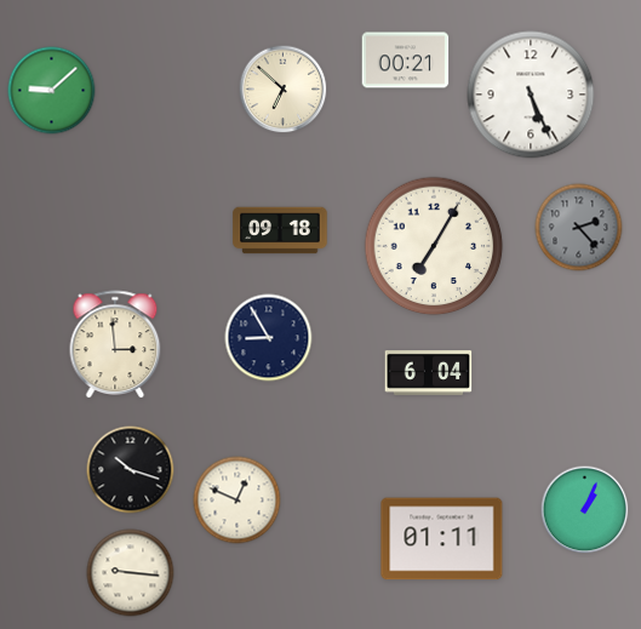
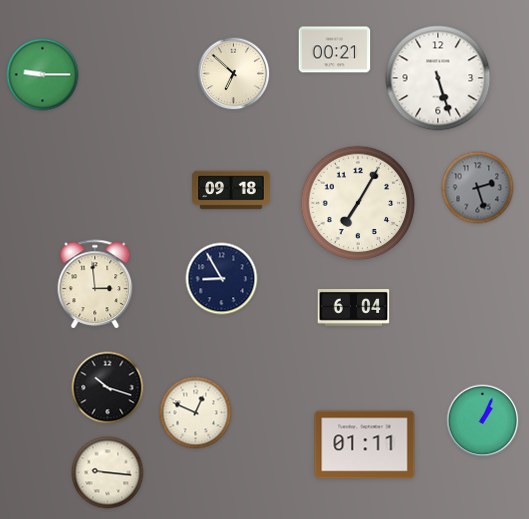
clock at (52, 91): 9:08 -> 9:15
clock at (531, 95): 5:26 -> 5:27
clock at (579, 228): 2:23 -> 2:27
